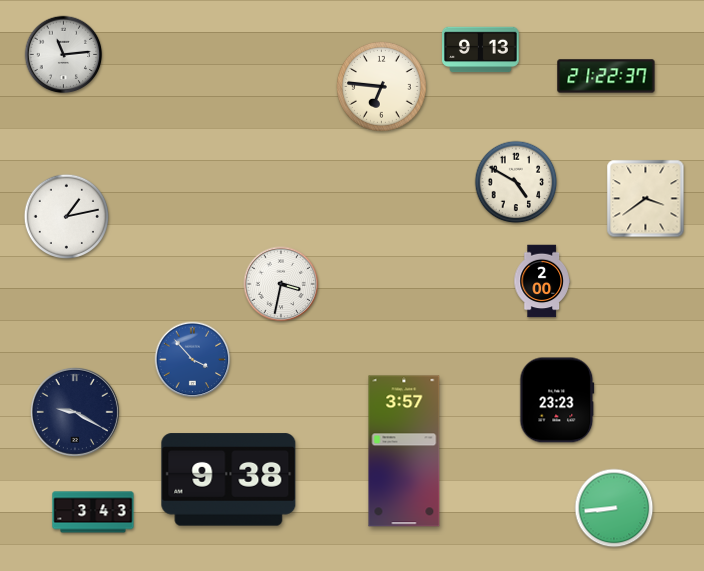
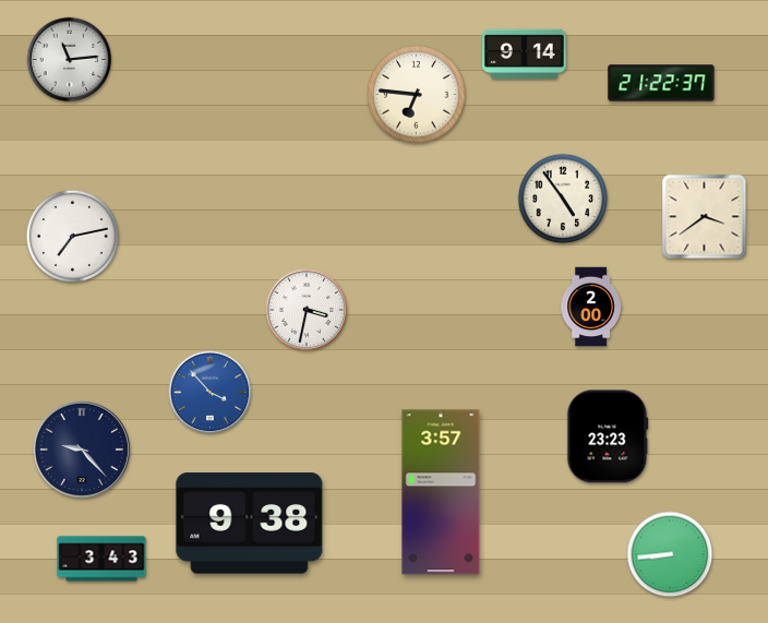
clock at (481, 50): 9:13 -> 9:14
clock at (516, 182): 4:50 -> 4:54
clock at (66, 216): 1:13 -> 7:13
clock at (75, 412): 9:20 -> 9:23
